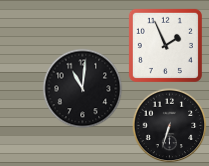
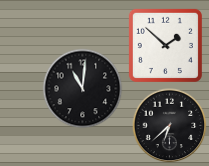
clock at (165, 45): 1:56 -> 1:52
clock at (170, 126): 6:33 -> 6:38
